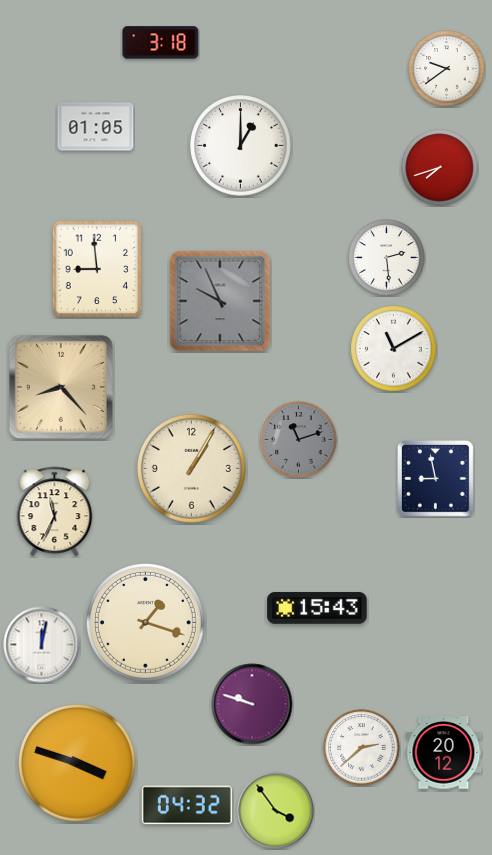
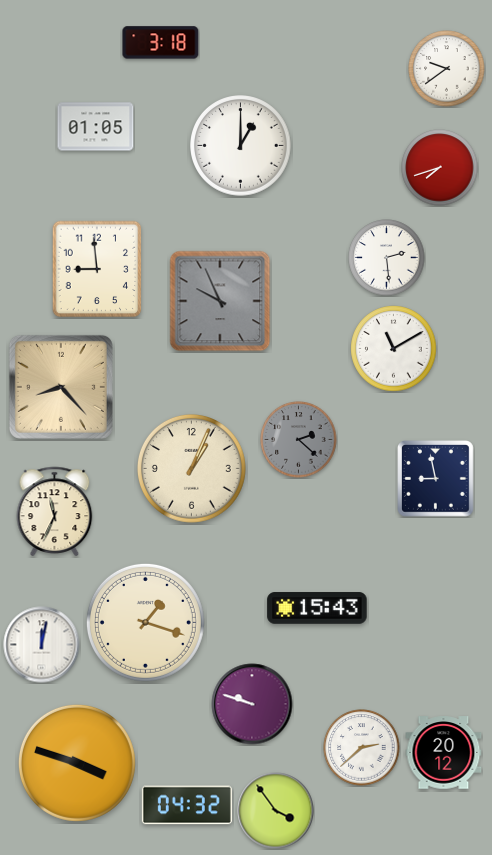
clock at (299, 440): 11:12 -> 2:22
clock at (191, 468): 1:05 -> 1:04
